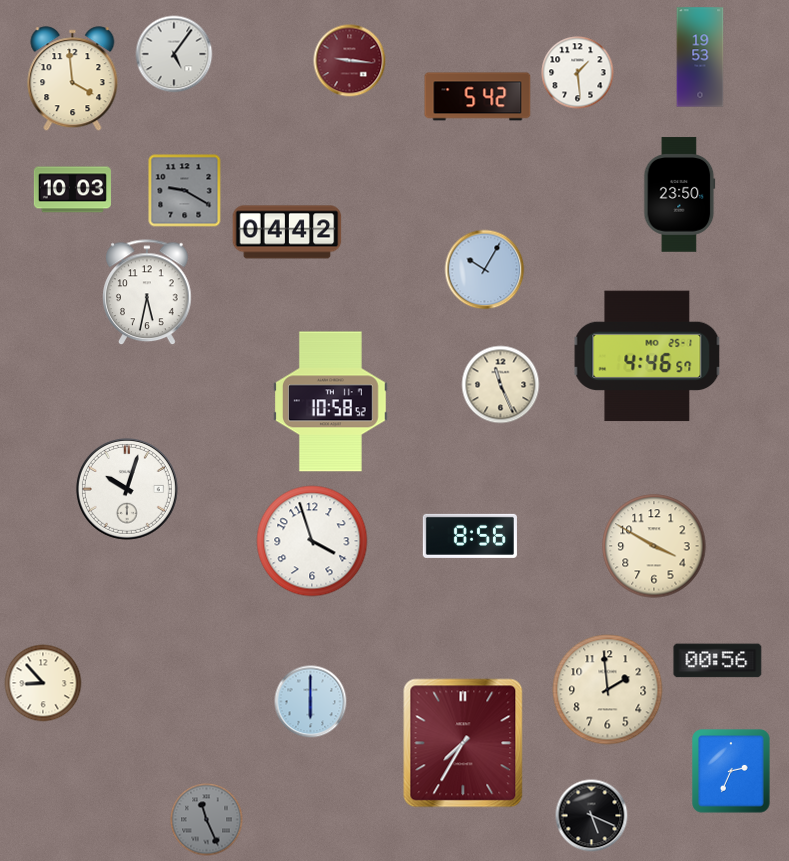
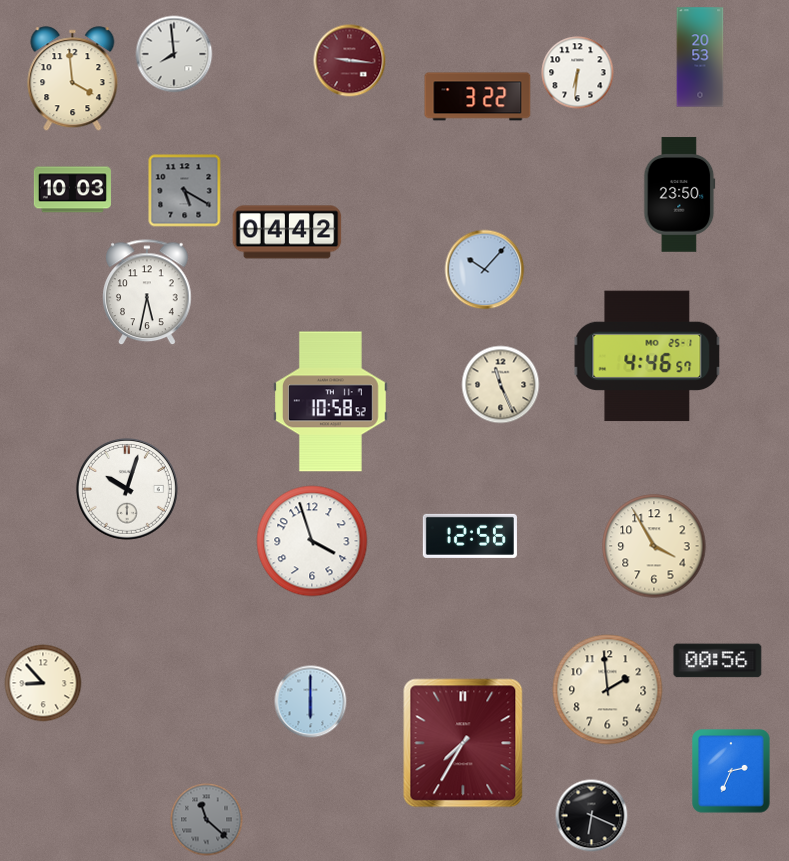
clock at (174, 54): 5:06 -> 7:59
clock at (700, 57): 19:53 -> 20:53
clock at (578, 73): 1:29 -> 6:31
clock at (478, 97): 5:42 -> 3:22
clock at (185, 191): 9:20 -> 5:20
clock at (485, 270): 10:05 -> 10:07
clock at (470, 536): 8:56 -> 12:56
clock at (654, 546): 3:50 -> 3:55
clock at (592, 816): 5:19 -> 6:19
clock at (207, 820): 11:26 -> 11:22
